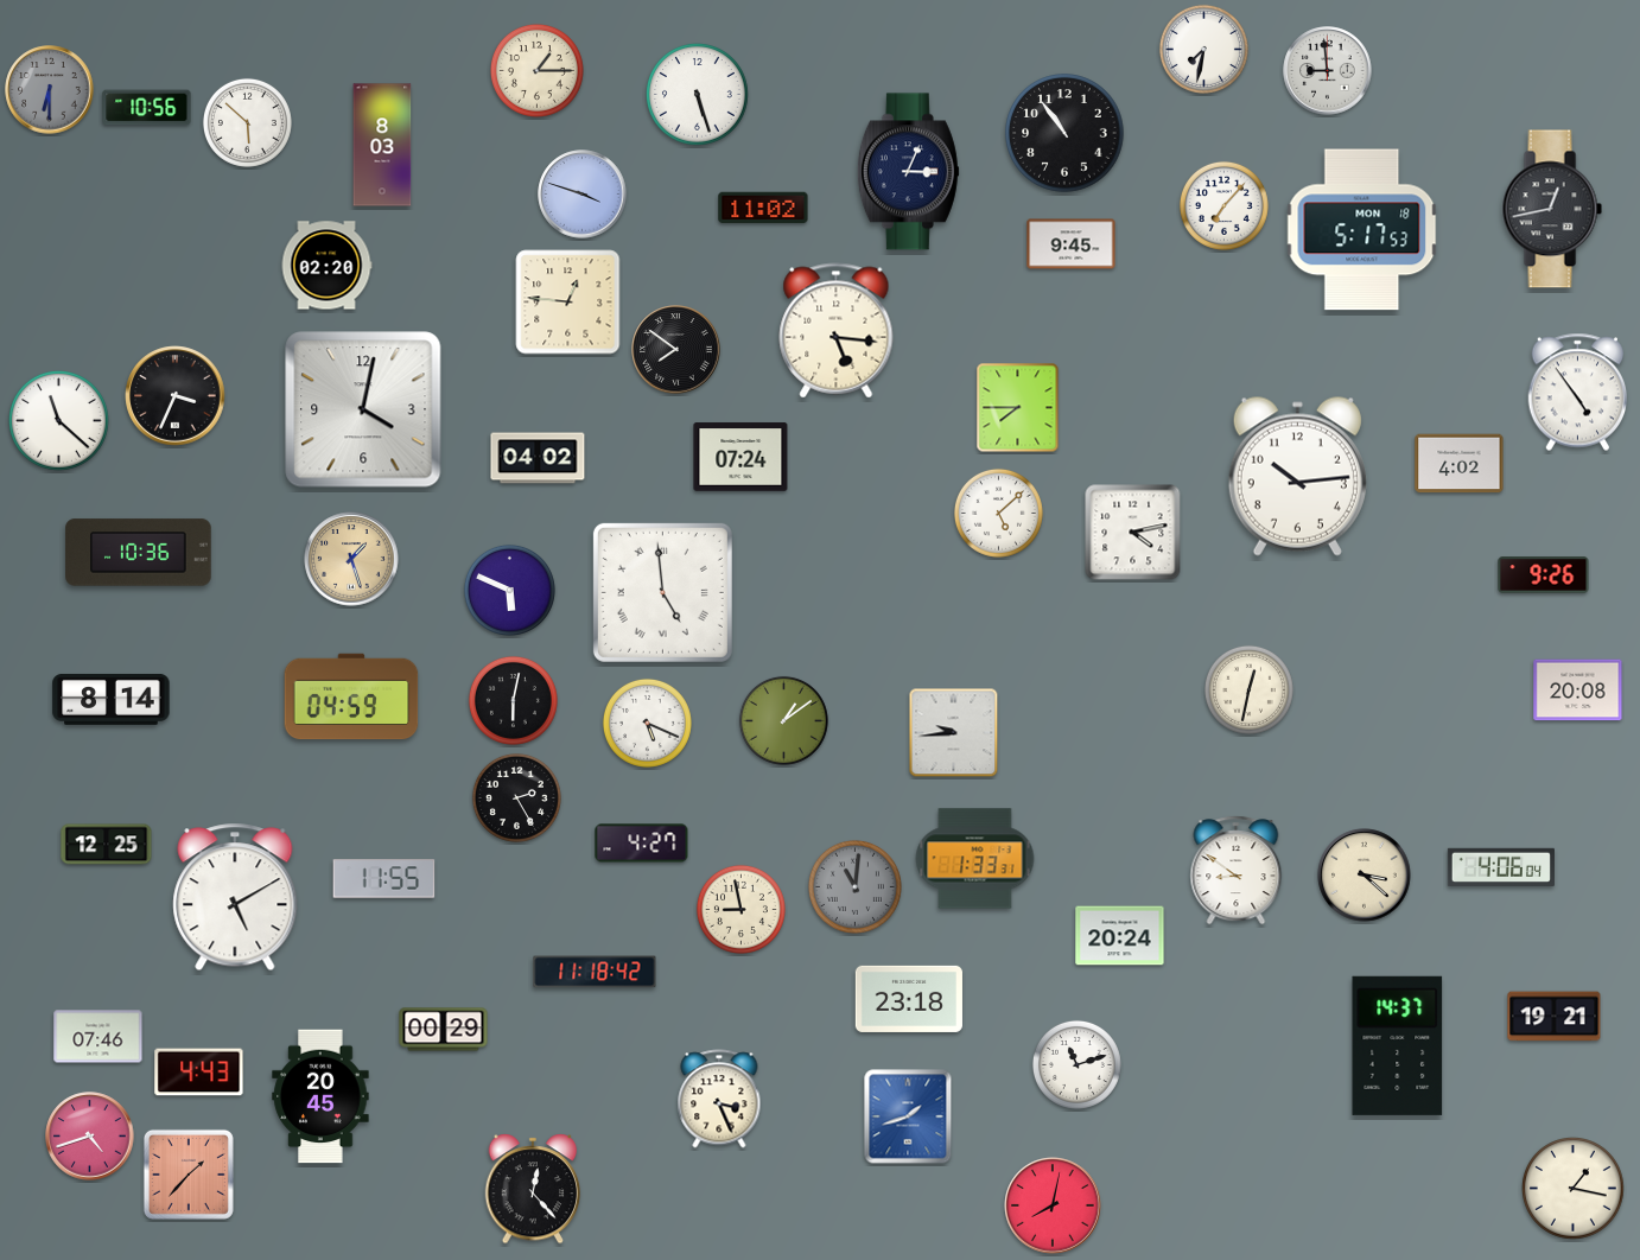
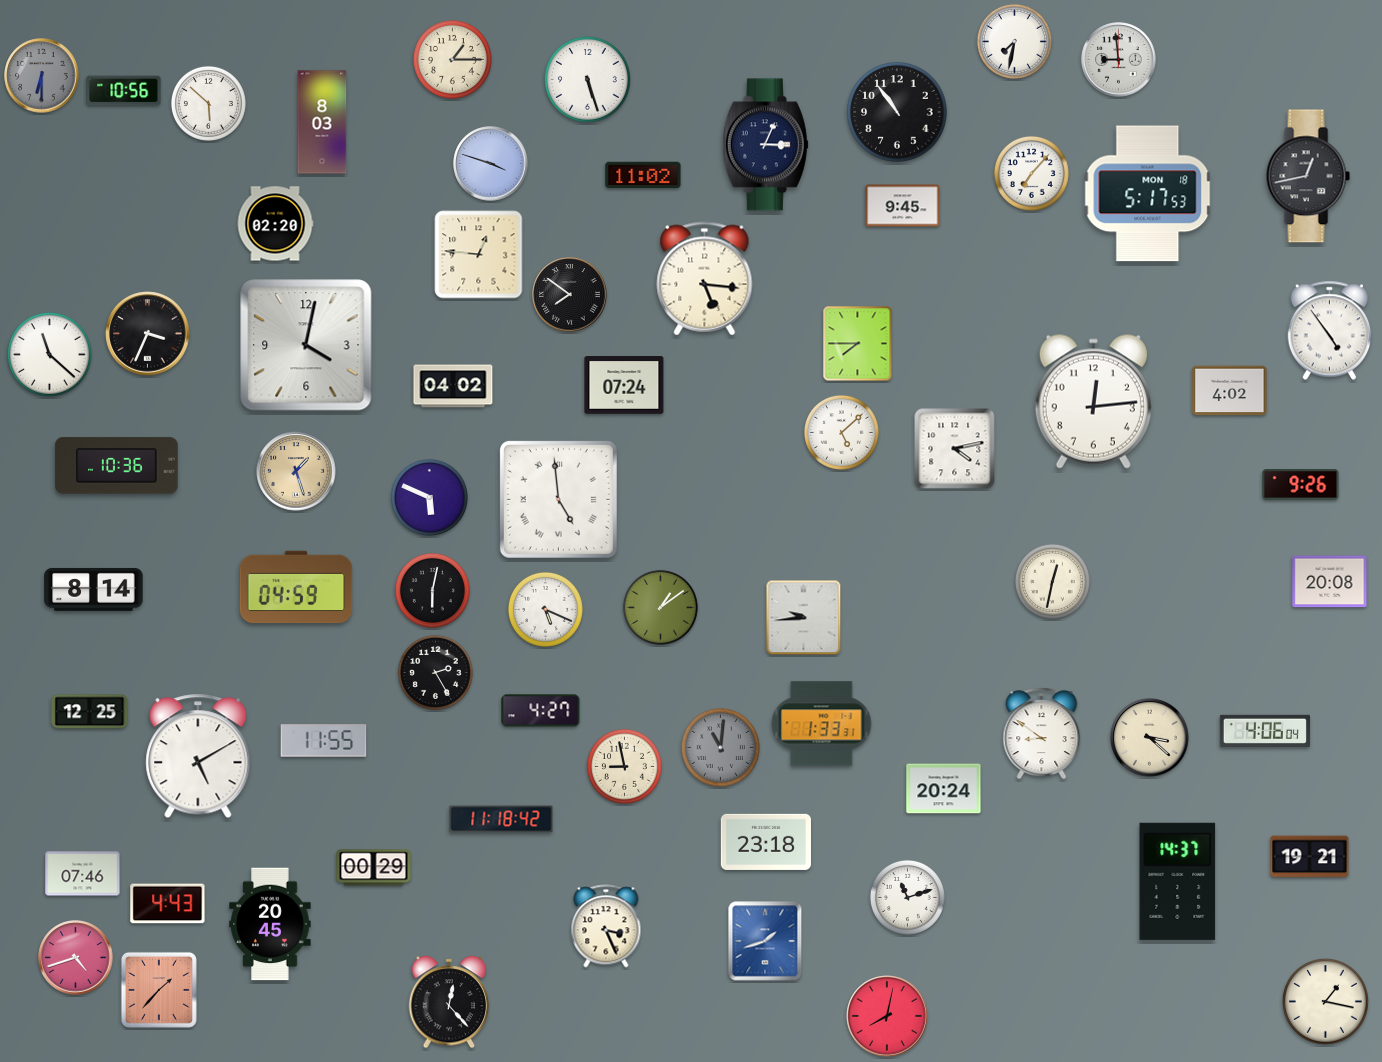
clock at (1297, 476): 10:14 -> 12:14
